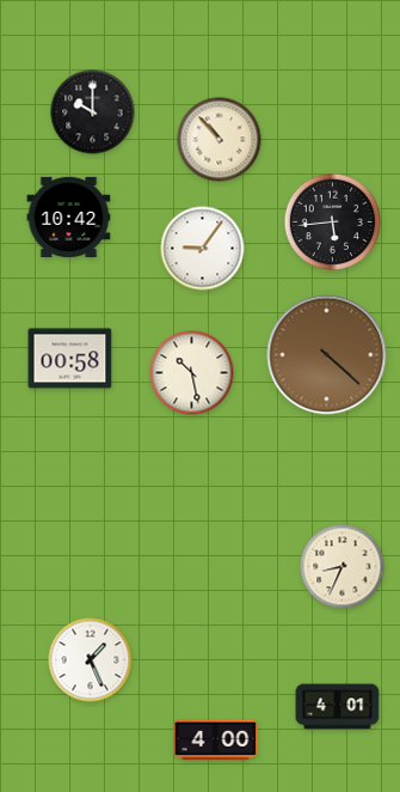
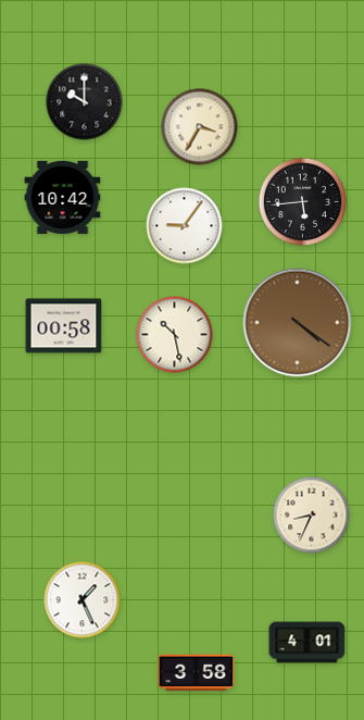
clock at (220, 140): 10:53 -> 3:35
clock at (327, 355): 4:22 -> 4:21
clock at (192, 373) position: (192, 373) -> (175, 335)
clock at (216, 741): 4:00 -> 3:58
